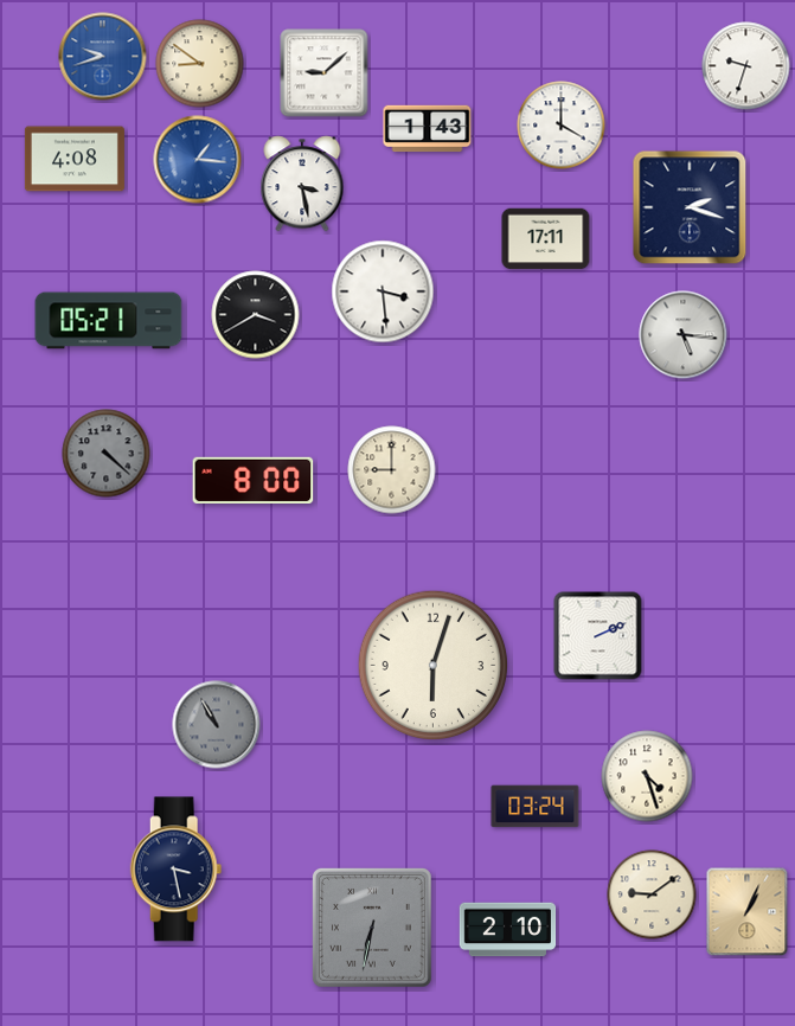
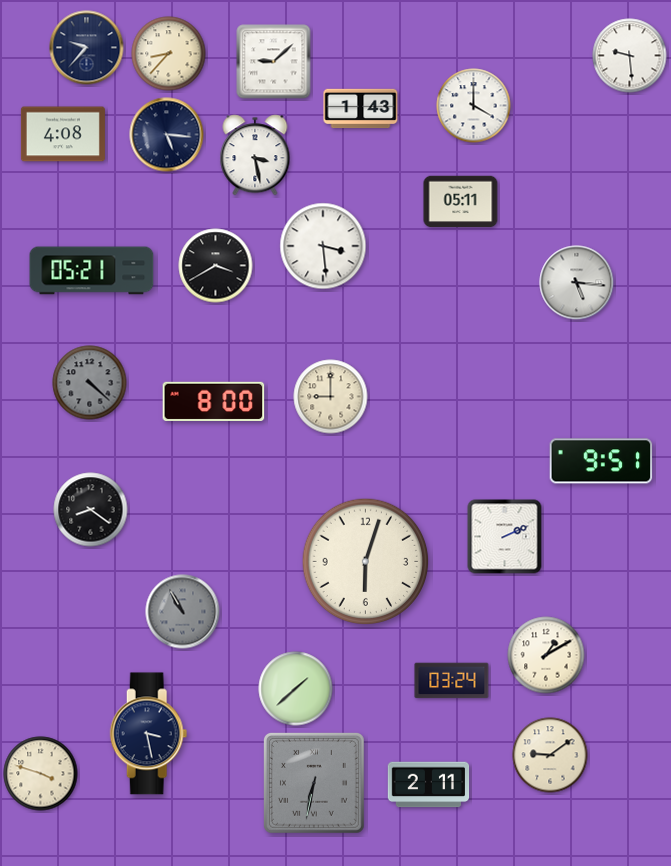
clock at (103, 57): 9:42 -> 9:37
clock at (103, 57) dial: blue -> navy
clock at (200, 64): 8:51 -> 8:37
clock at (746, 66): 9:33 -> 9:29
clock at (198, 160): 1:16 -> 5:16
clock at (198, 160) dial: blue -> navy
clock at (690, 207): 2:18 -> none
clock at (546, 239): 17:11 -> 05:11
clock at (254, 480) position: (254, 480) -> (214, 401)
clock at (601, 461): none -> 9:51
clock at (91, 510): none -> 8:21
clock at (647, 776): 4:27 -> 1:10
clock at (296, 689): none -> 1:38
clock at (748, 912): 1:04 -> none
clock at (41, 774): none -> 3:48
clock at (508, 930): 2:10 -> 2:11
